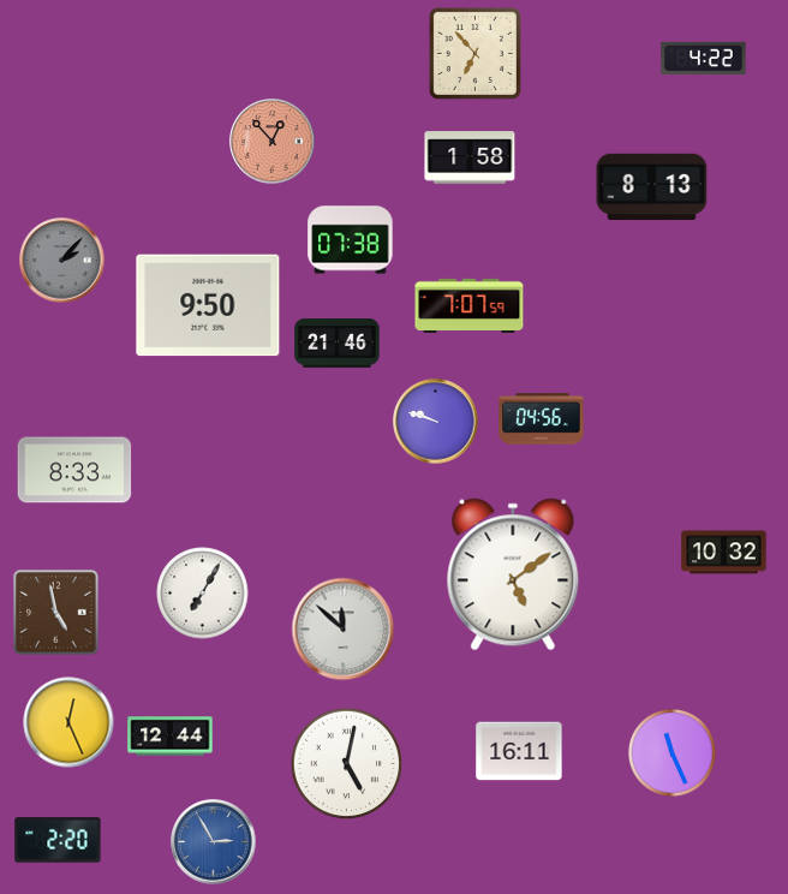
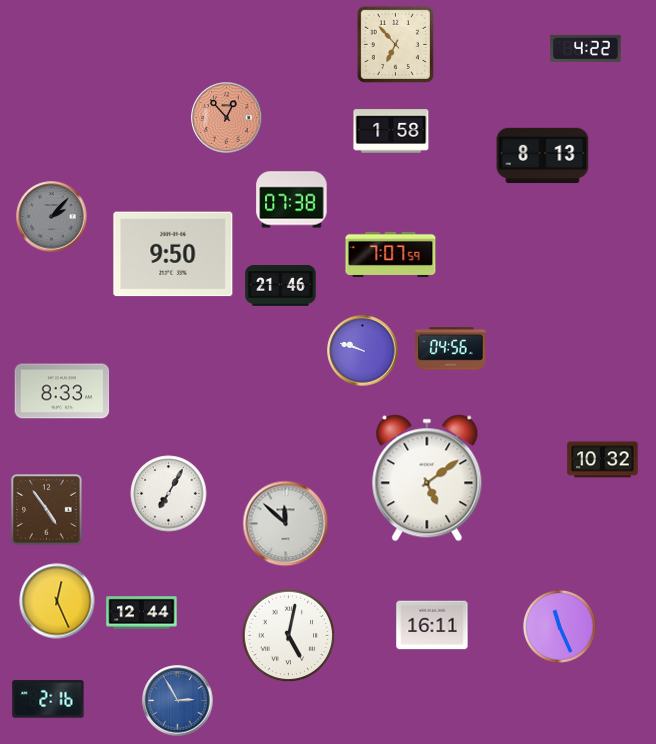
clock at (56, 613): 4:58 -> 4:54
clock at (58, 840): 2:20 -> 2:16
